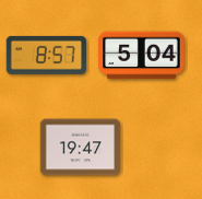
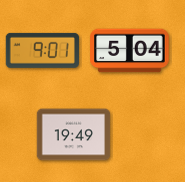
clock at (46, 55): 8:57 -> 9:01
clock at (81, 148): 19:47 -> 19:49
